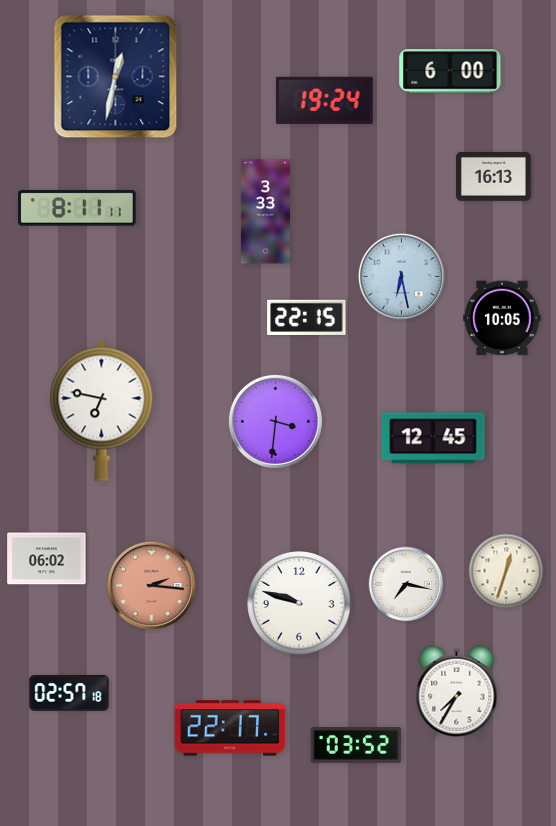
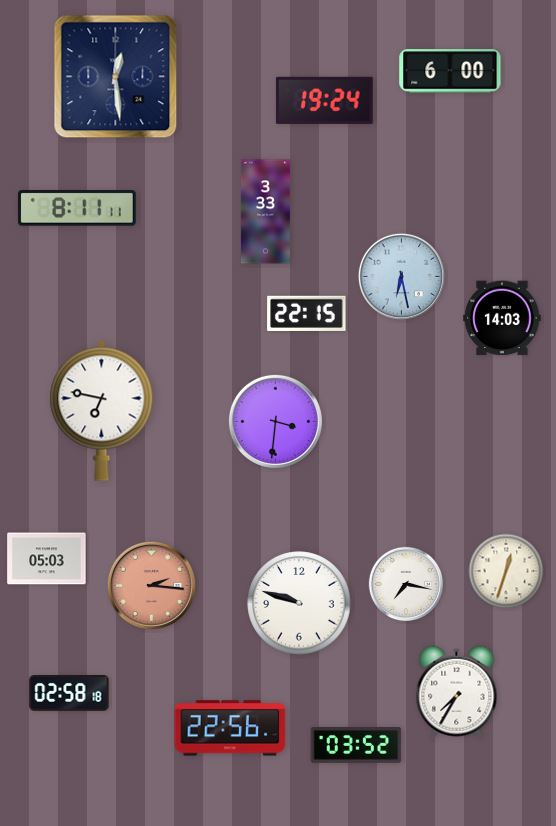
clock at (116, 77): 12:32 -> 12:29
clock at (493, 177): 16:13 -> none
clock at (307, 317) position: (307, 317) -> (307, 313)
clock at (502, 318): 10:05 -> 14:03
clock at (433, 438): 12:45 -> none
clock at (47, 559): 06:02 -> 05:03
clock at (69, 694): 02:57 -> 02:58
clock at (230, 728): 22:17 -> 22:56
